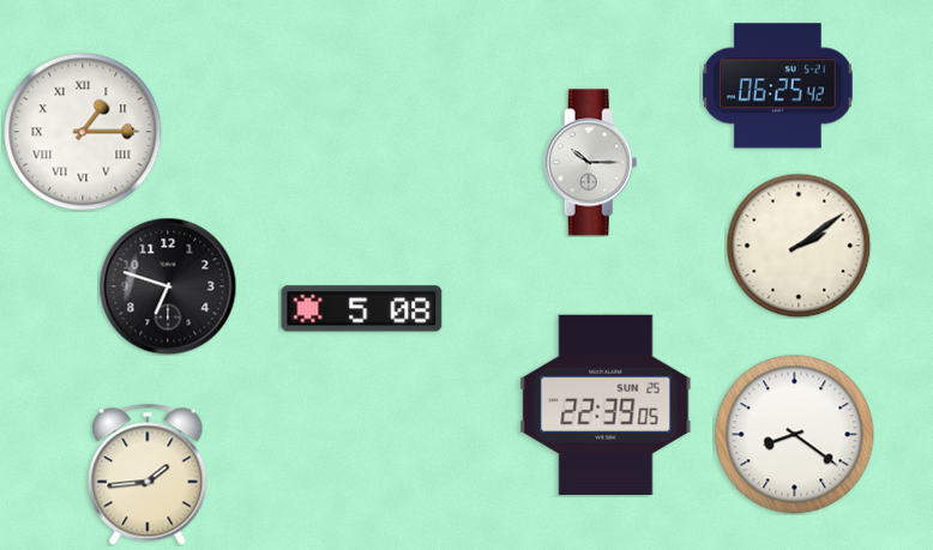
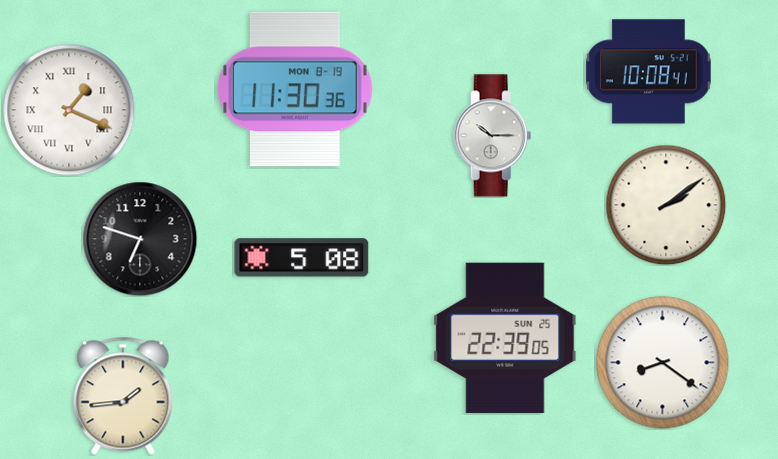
clock at (778, 86): 06:25 -> 10:08
clock at (295, 89): none -> 11:30
clock at (83, 132): 1:15 -> 1:19
